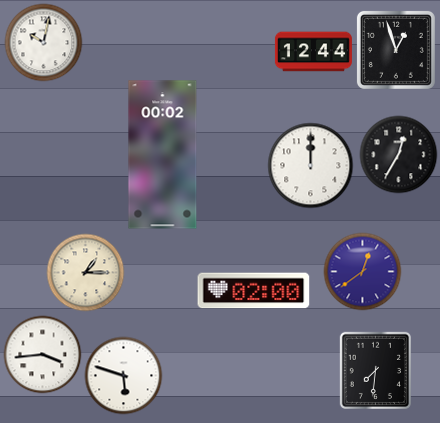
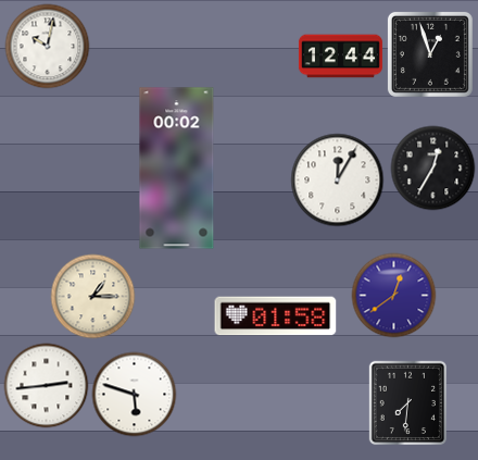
clock at (310, 165): 12:00 -> 12:05
clock at (254, 291): 02:00 -> 01:58
clock at (42, 354): 3:44 -> 2:44
clock at (123, 375) position: (123, 375) -> (134, 394)
